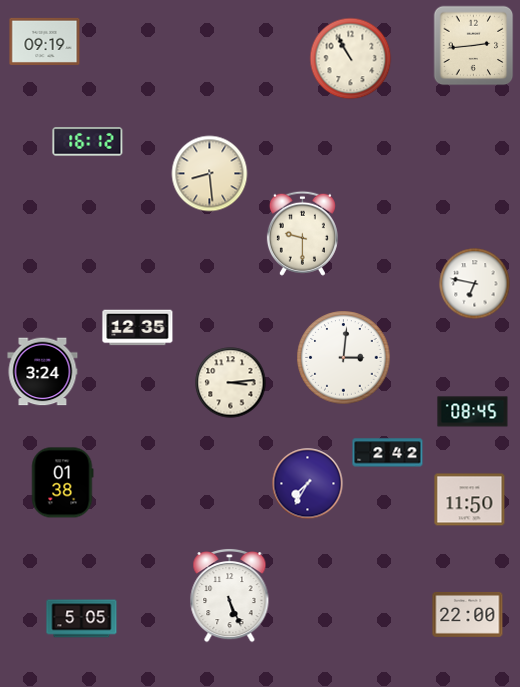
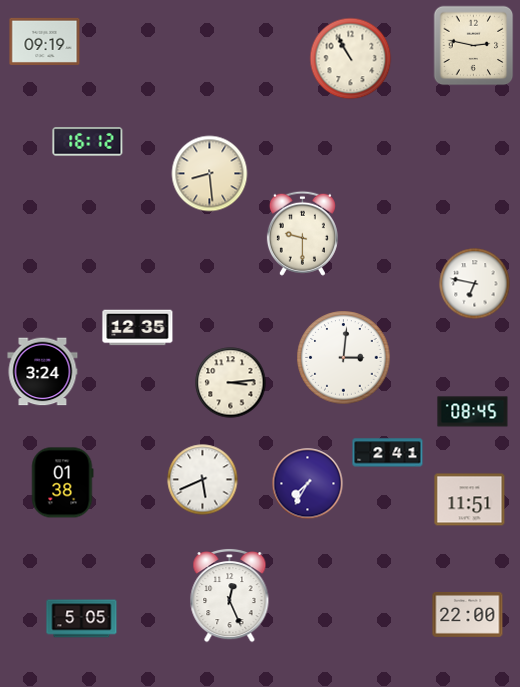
clock at (474, 46): 2:44 -> 2:47
clock at (388, 453): 2:42 -> 2:41
clock at (203, 480): none -> 5:41
clock at (470, 500): 11:50 -> 11:51
clock at (230, 595): 5:26 -> 12:26
